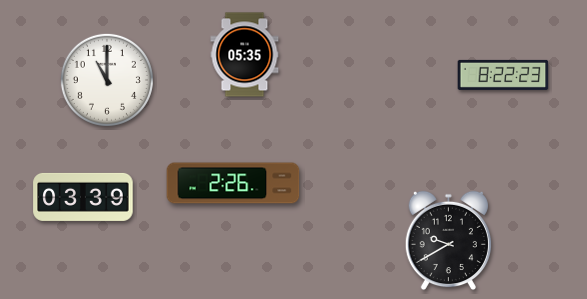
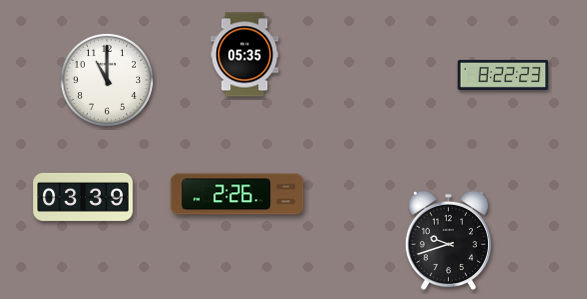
clock at (233, 183) position: (233, 183) -> (237, 194)
clock at (448, 241): 9:40 -> 9:42
